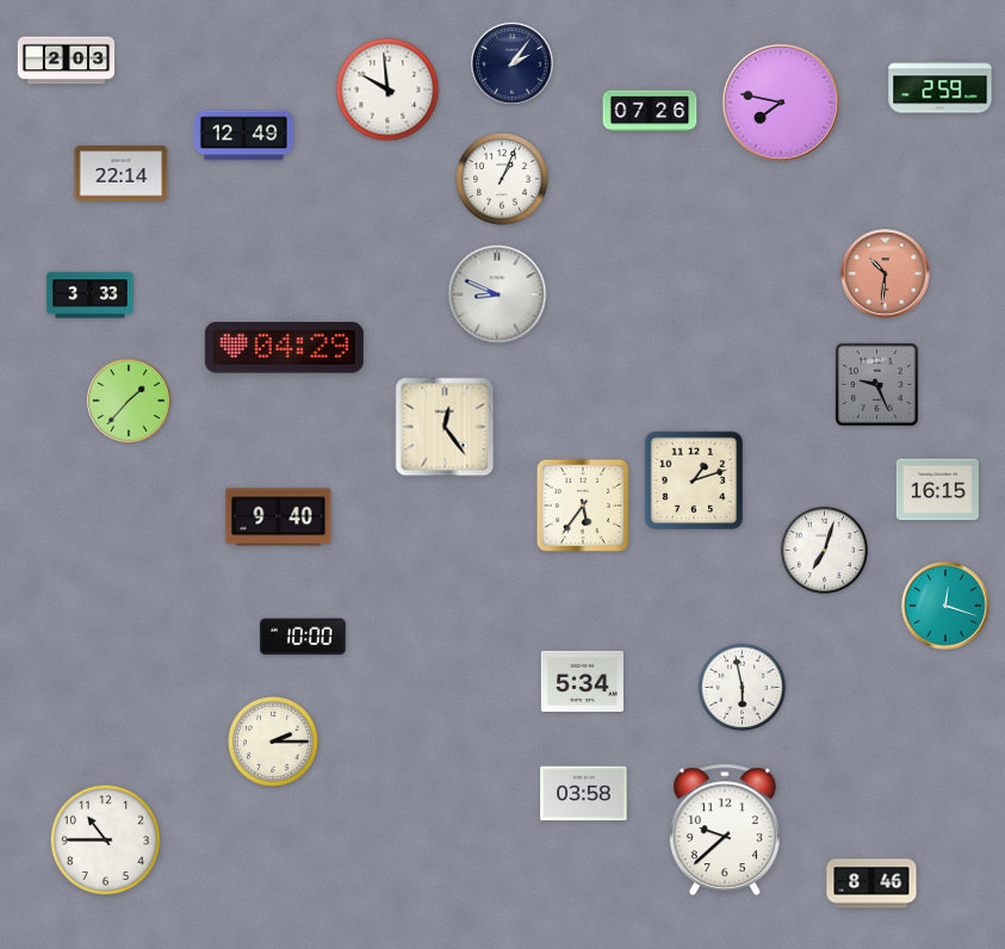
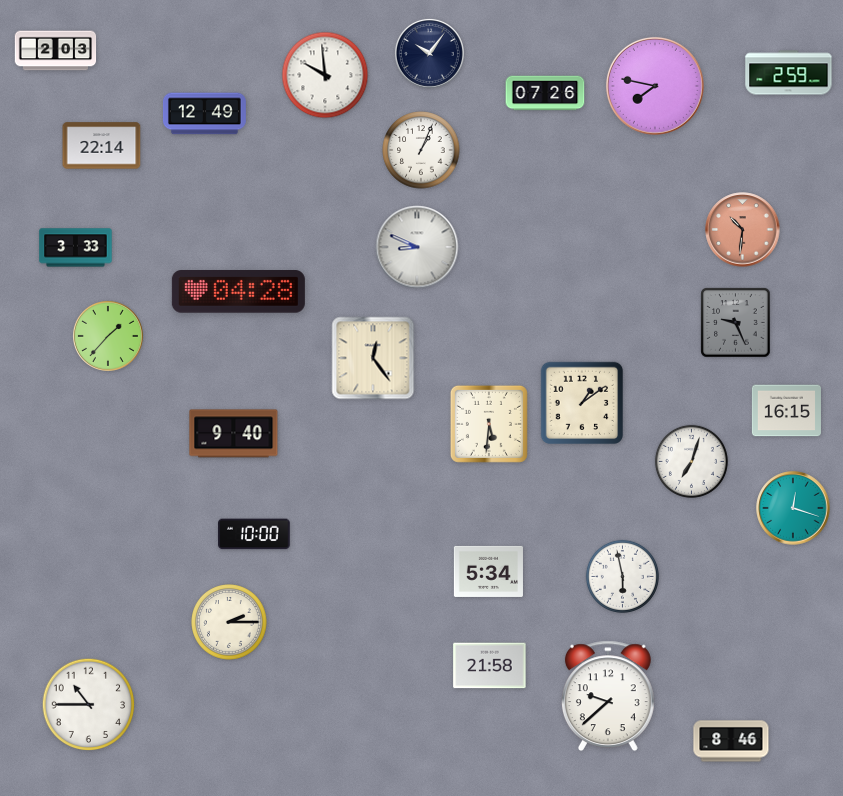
clock at (511, 63): 2:06 -> 10:06
clock at (284, 348): 04:29 -> 04:28
clock at (693, 479): 1:12 -> 1:09
clock at (583, 505): 5:36 -> 5:31
clock at (584, 794): 03:58 -> 21:58
